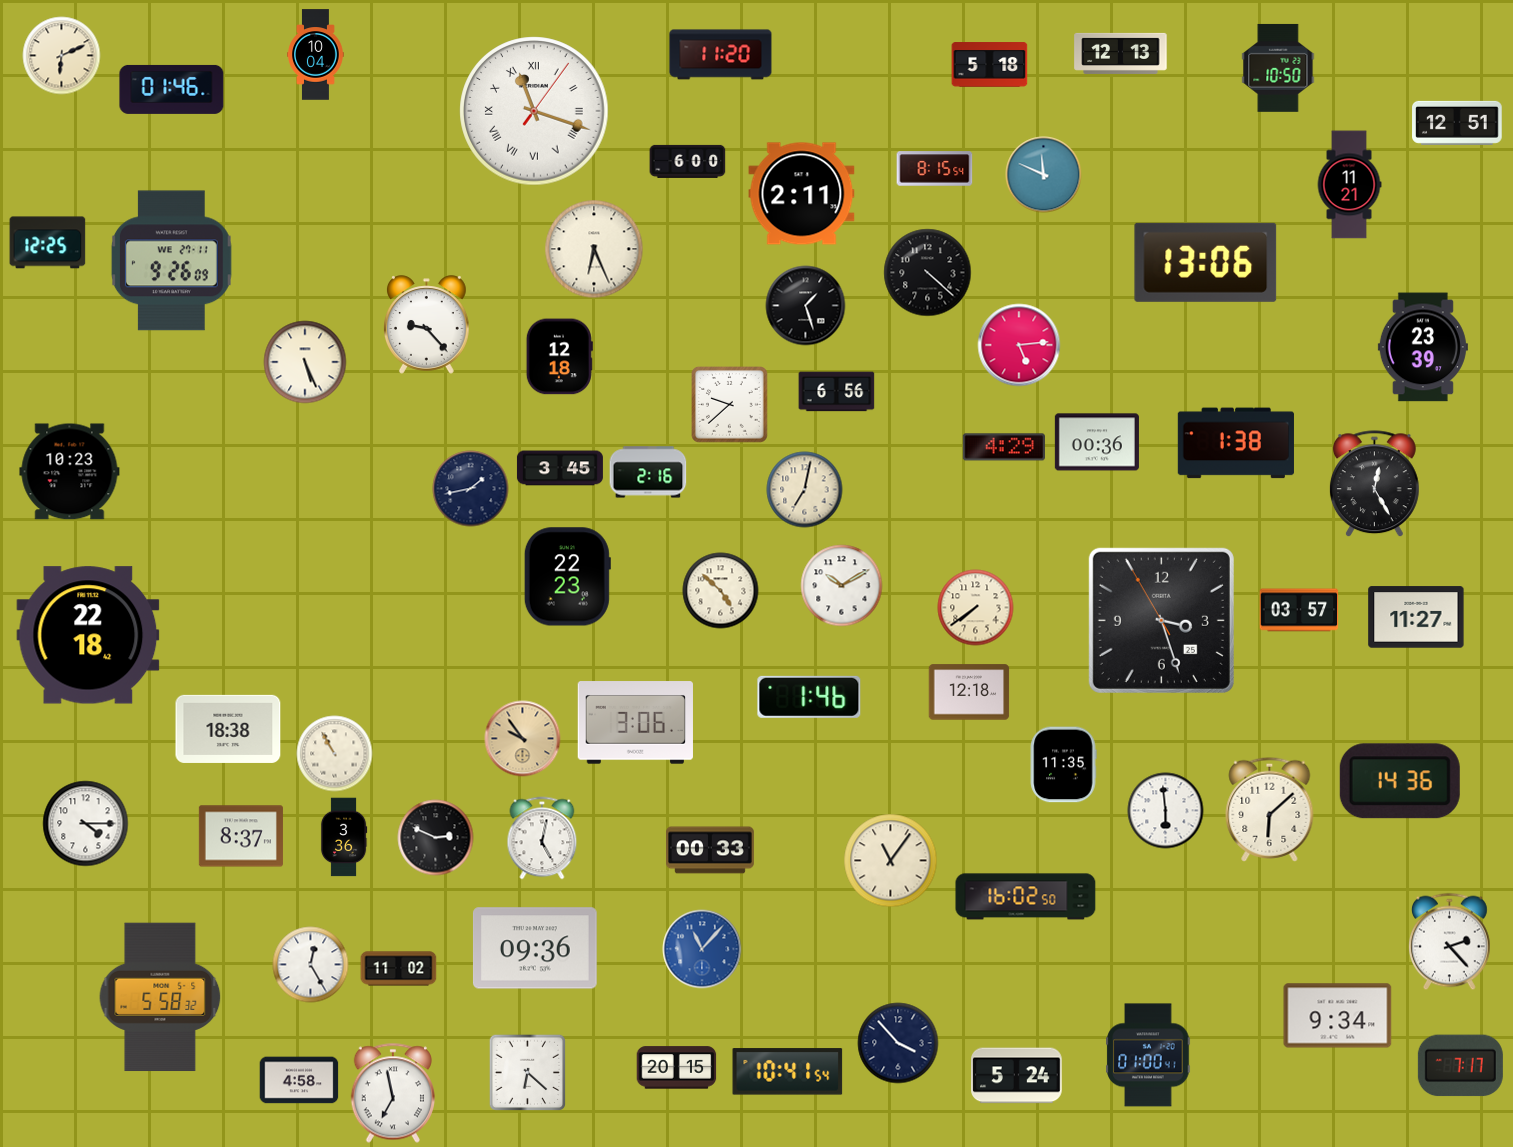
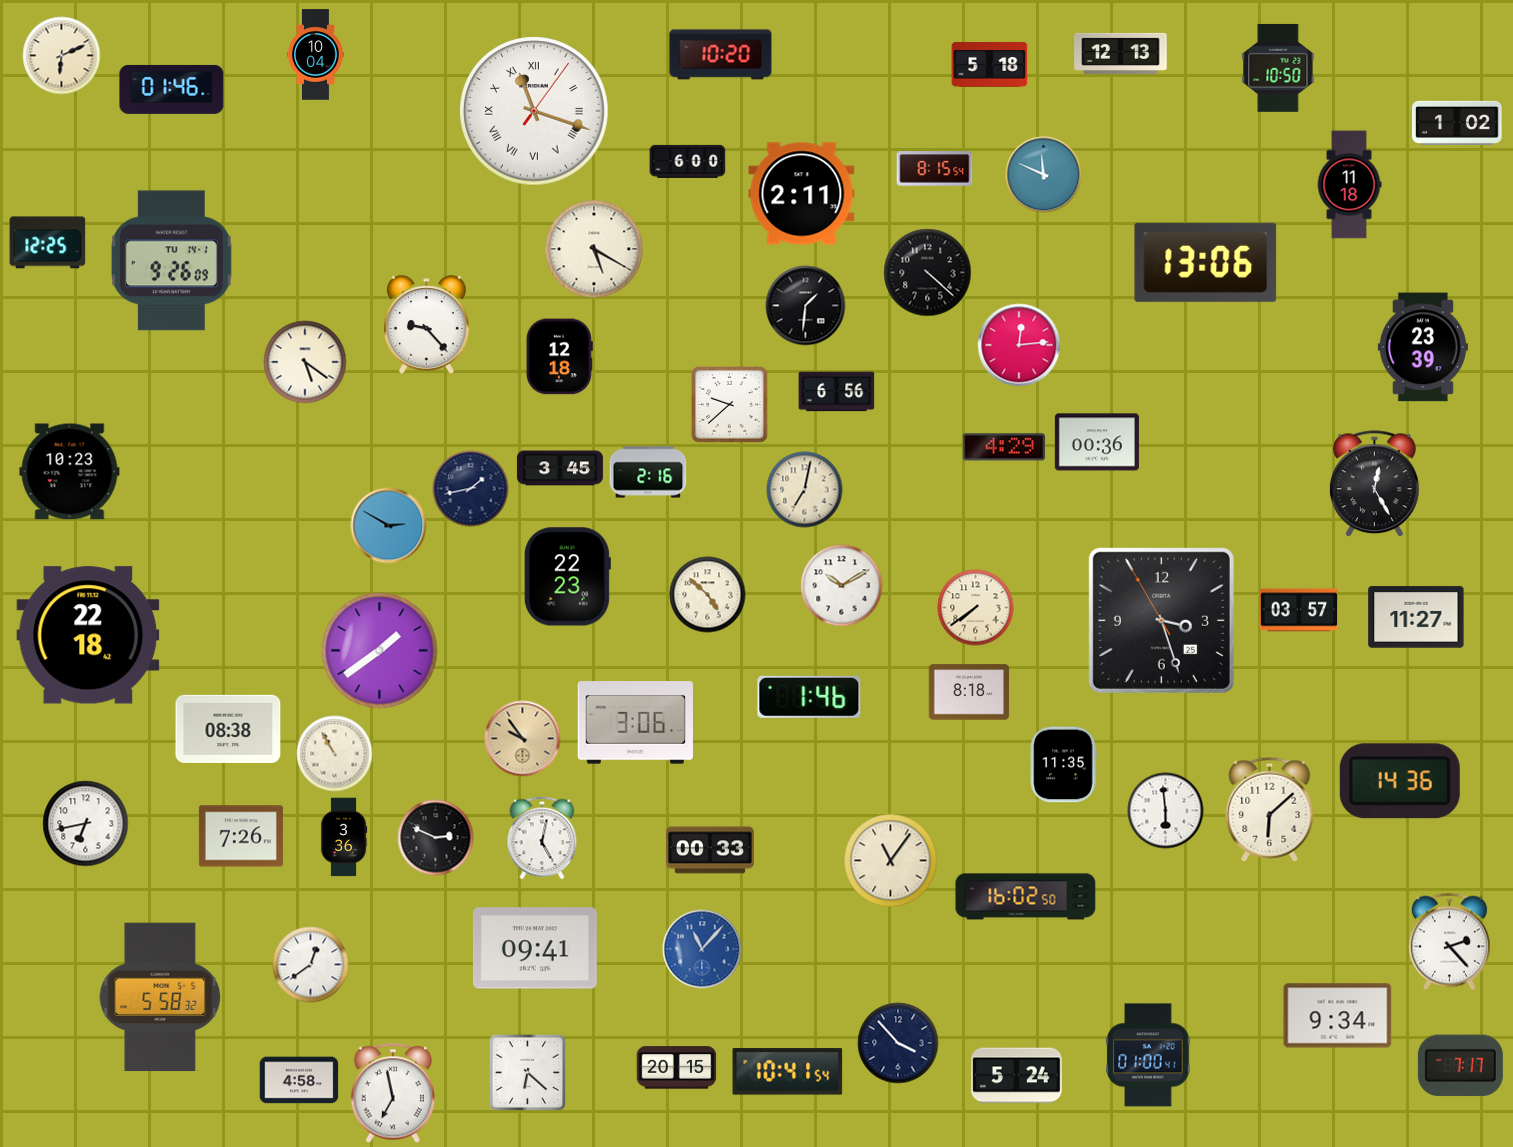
clock at (721, 55): 11:20 -> 10:20
clock at (1457, 123): 12:51 -> 1:02
clock at (1349, 185): 11:21 -> 11:18
clock at (594, 249): 6:26 -> 5:20
clock at (171, 261) date: WE 27-11 -> TU 14-1
clock at (806, 306): 1:27 -> 1:31
clock at (1019, 345): 5:14 -> 12:14
clock at (305, 362): 5:26 -> 5:21
clock at (1236, 443): 1:38 -> none
clock at (389, 526): none -> 2:50
clock at (721, 591) position: (721, 591) -> (708, 595)
clock at (380, 651): none -> 1:39
clock at (969, 692): 12:18 -> 8:18
clock at (228, 729): 18:38 -> 08:38
clock at (86, 824): 4:15 -> 6:43
clock at (241, 836): 8:37 -> 7:26
clock at (535, 948): 09:36 -> 09:41
clock at (311, 965): 12:25 -> 12:39
clock at (399, 969): 11:02 -> none
